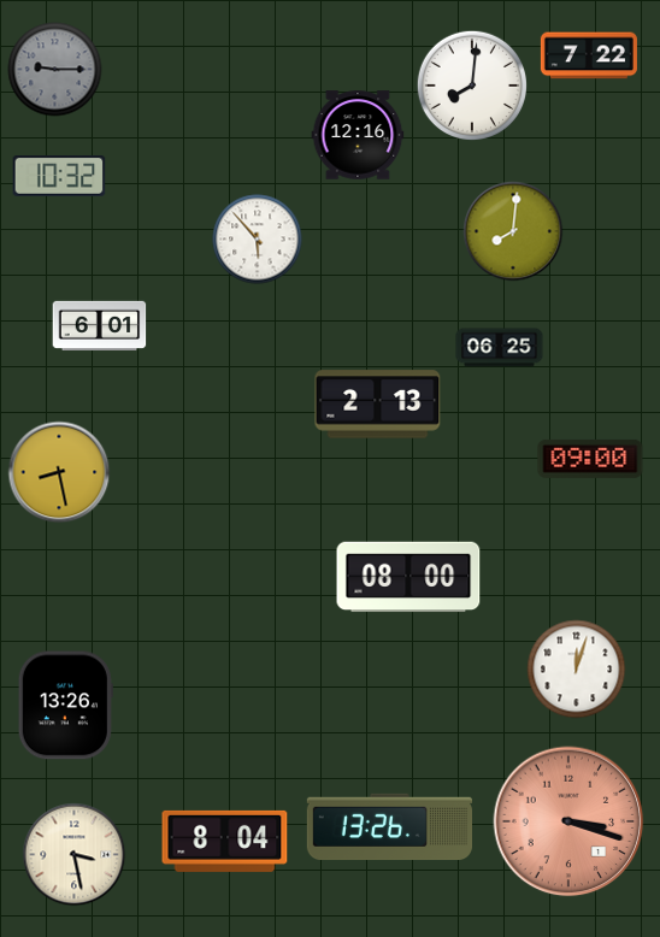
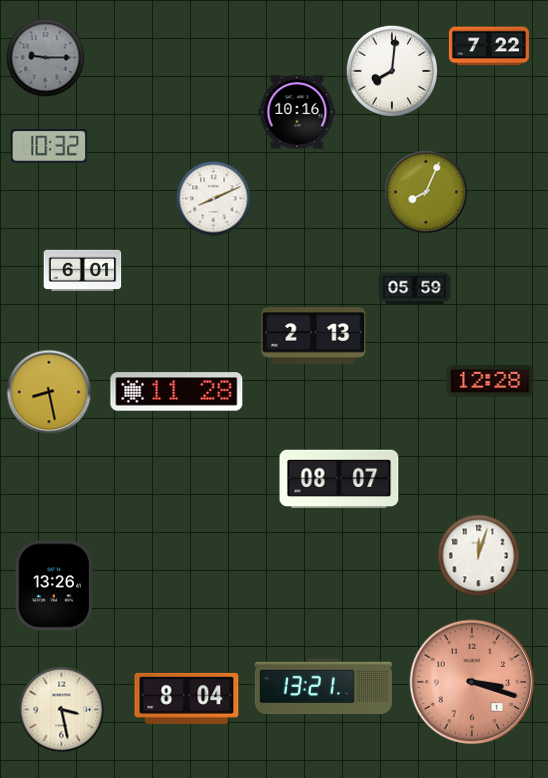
clock at (358, 135): 12:16 -> 10:16
clock at (513, 231): 8:01 -> 8:04
clock at (258, 240): 5:53 -> 8:11
clock at (500, 348): 06:25 -> 05:59
clock at (590, 459): 09:00 -> 12:28
clock at (177, 392): none -> 11:28
clock at (408, 577): 08:00 -> 08:07
clock at (389, 827): 13:26 -> 13:21
